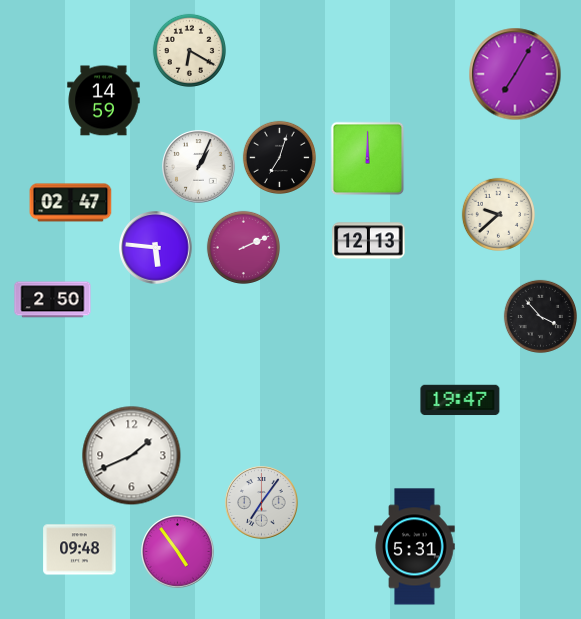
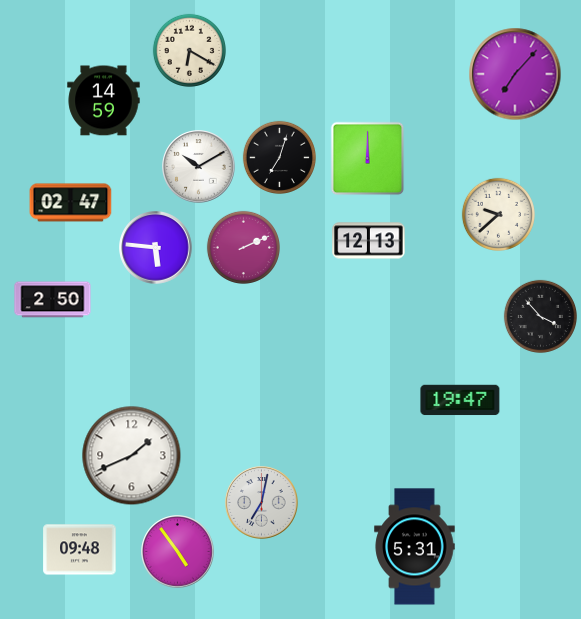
clock at (515, 74): 7:05 -> 7:07
clock at (199, 167): 1:04 -> 10:10
clock at (262, 503): 7:06 -> 7:02
